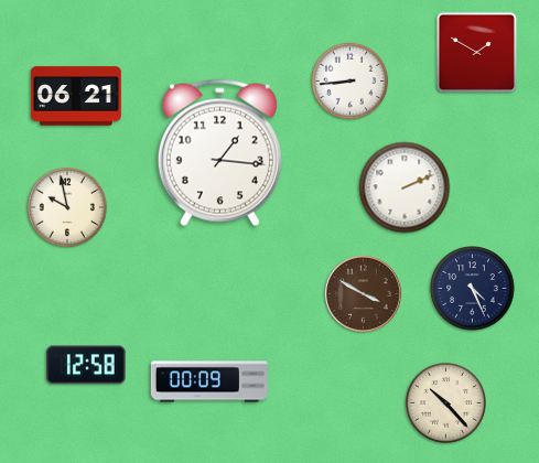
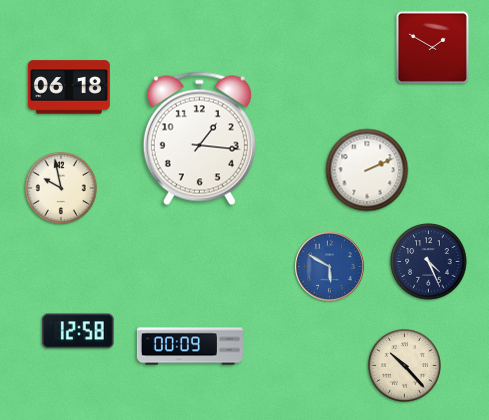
clock at (351, 82): 8:44 -> none
clock at (76, 96): 06:21 -> 06:18
clock at (364, 294): 3:50 -> 5:50
clock at (364, 294) dial: brown -> blue
